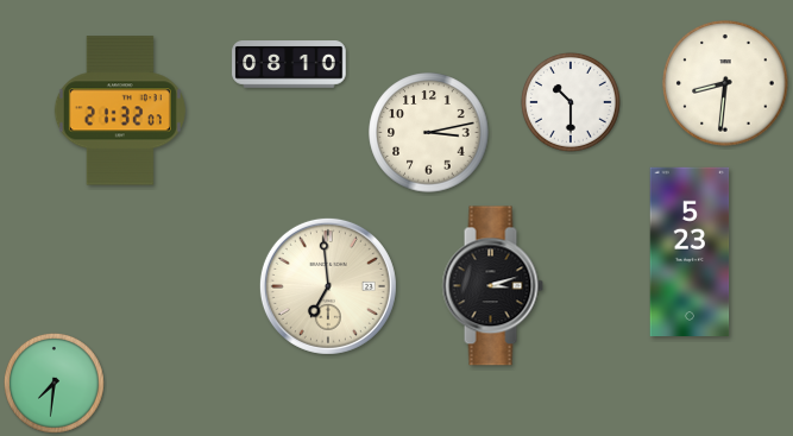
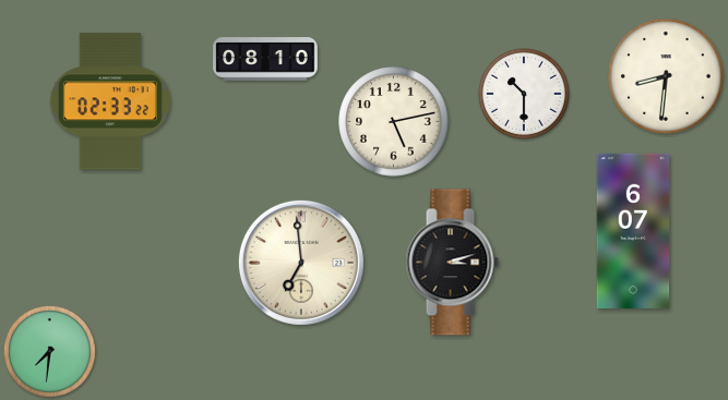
clock at (120, 110): 21:32 -> 02:33
clock at (429, 133): 3:13 -> 5:13
clock at (690, 251): 5:23 -> 6:07
